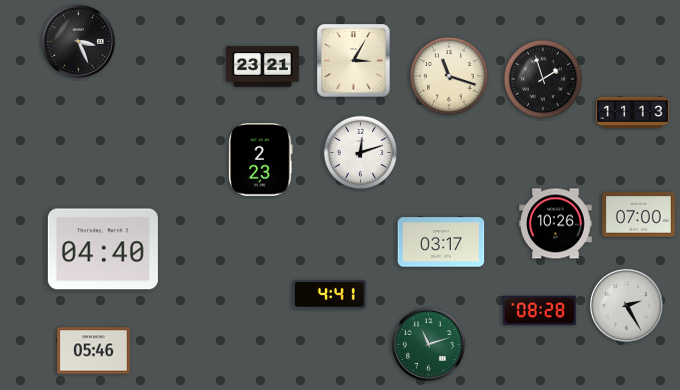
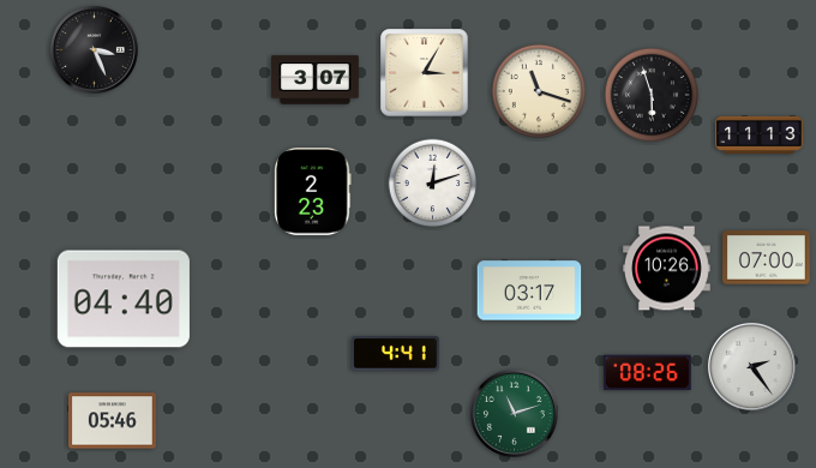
clock at (263, 67): 23:21 -> 3:07
clock at (542, 78): 1:57 -> 5:57
clock at (626, 305): 2:25 -> 2:24
clock at (540, 311): 08:28 -> 08:26
